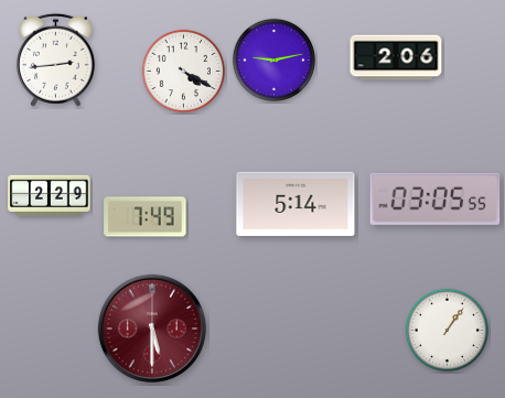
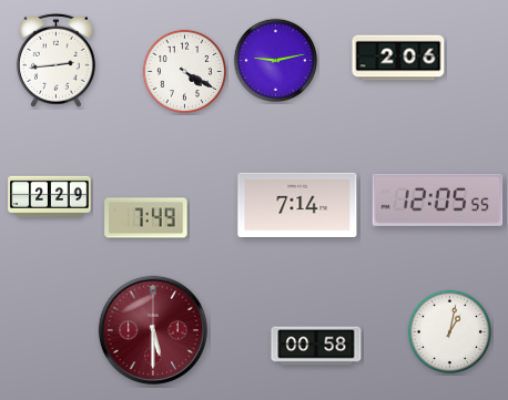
clock at (436, 198): 03:05 -> 12:05
clock at (296, 203): 5:14 -> 7:14
clock at (447, 330): 1:06 -> 1:02
clock at (316, 346): none -> 00:58
